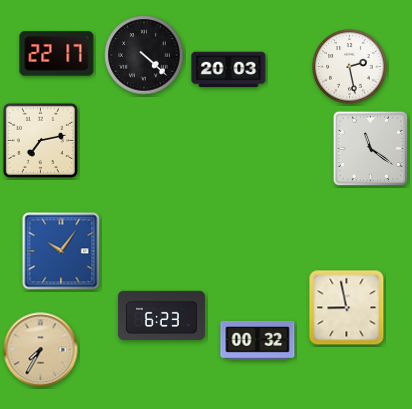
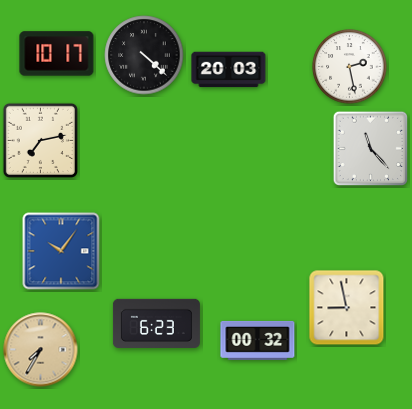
clock at (57, 54): 22:17 -> 10:17
clock at (371, 149): 11:21 -> 11:23
clock at (161, 315) position: (161, 315) -> (156, 323)
